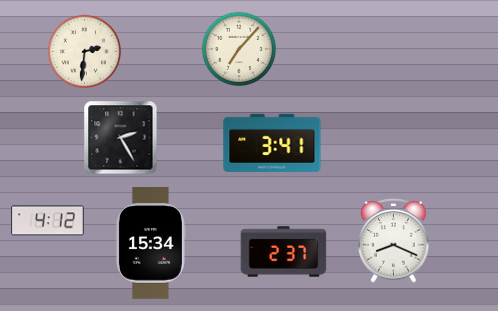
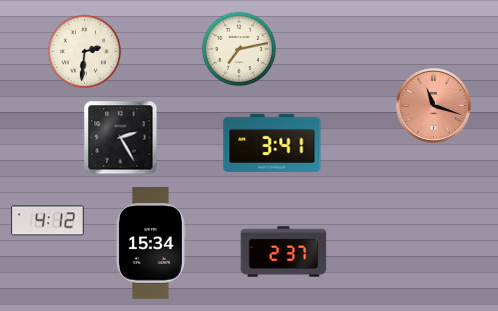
clock at (239, 49): 7:07 -> 7:13
clock at (434, 106): none -> 11:18
clock at (394, 241): 8:19 -> none
